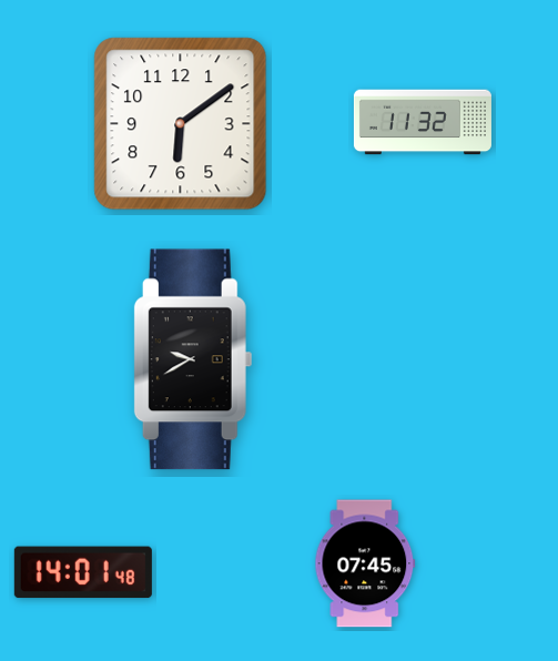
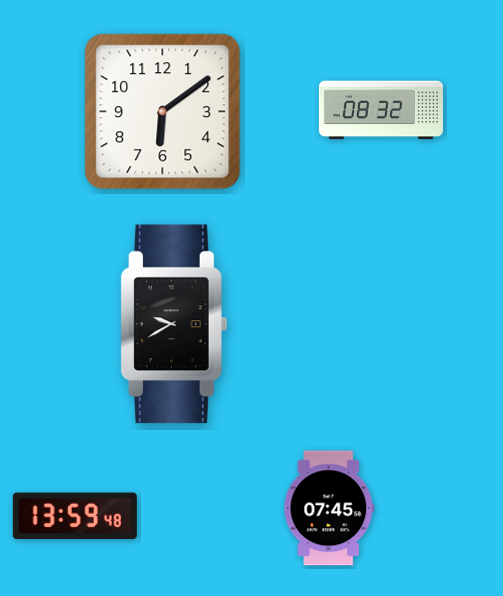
clock at (423, 122): 11:32 -> 08:32
clock at (83, 572): 14:01 -> 13:59
